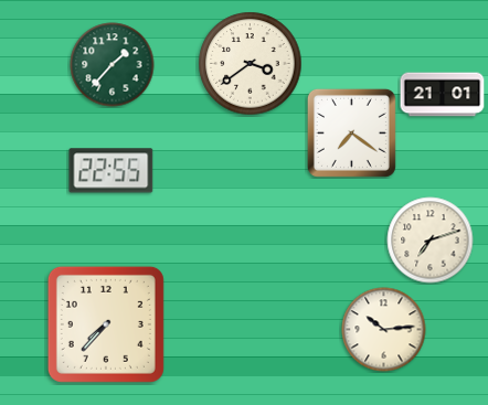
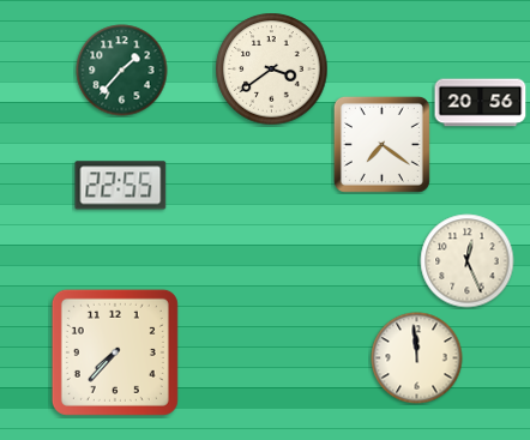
clock at (443, 95): 21:01 -> 20:56
clock at (431, 241): 7:12 -> 12:26
clock at (384, 330): 10:14 -> 11:59
